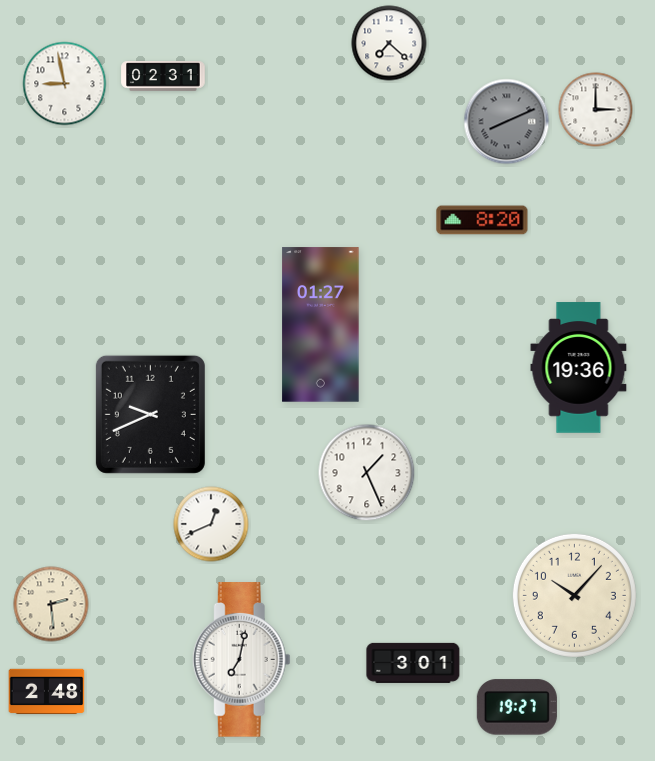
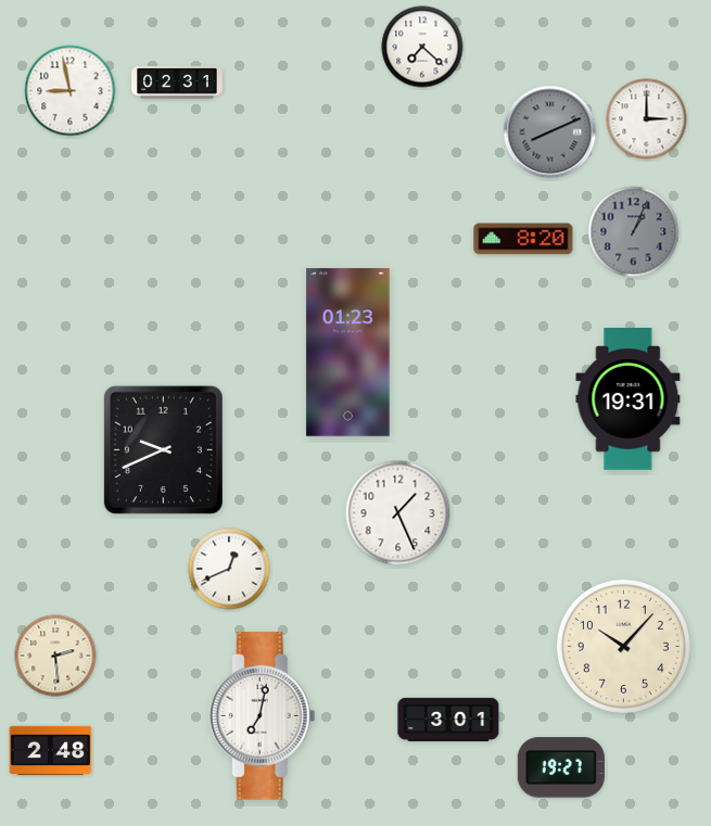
clock at (634, 232): none -> 1:04
clock at (321, 325): 01:27 -> 01:23
clock at (579, 368): 19:36 -> 19:31
